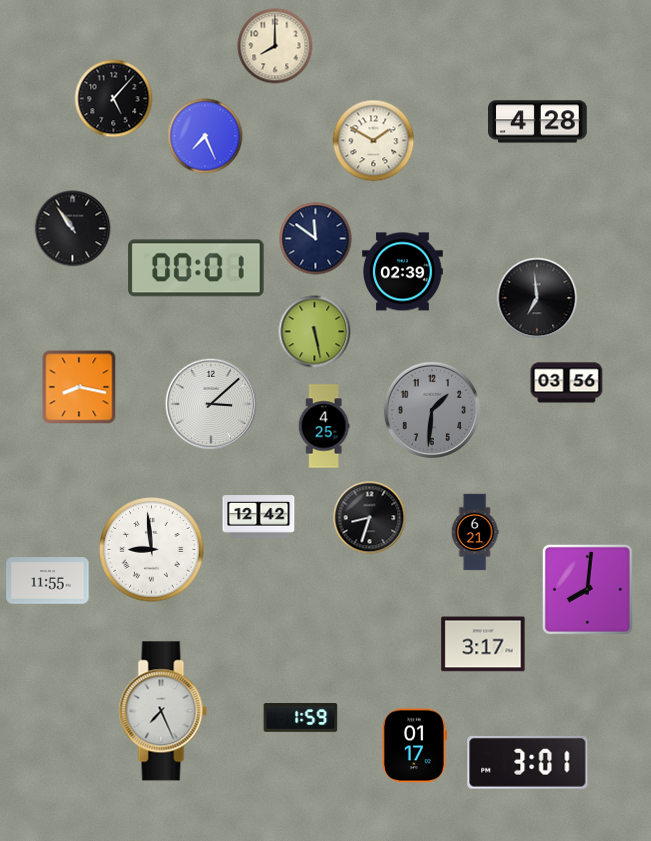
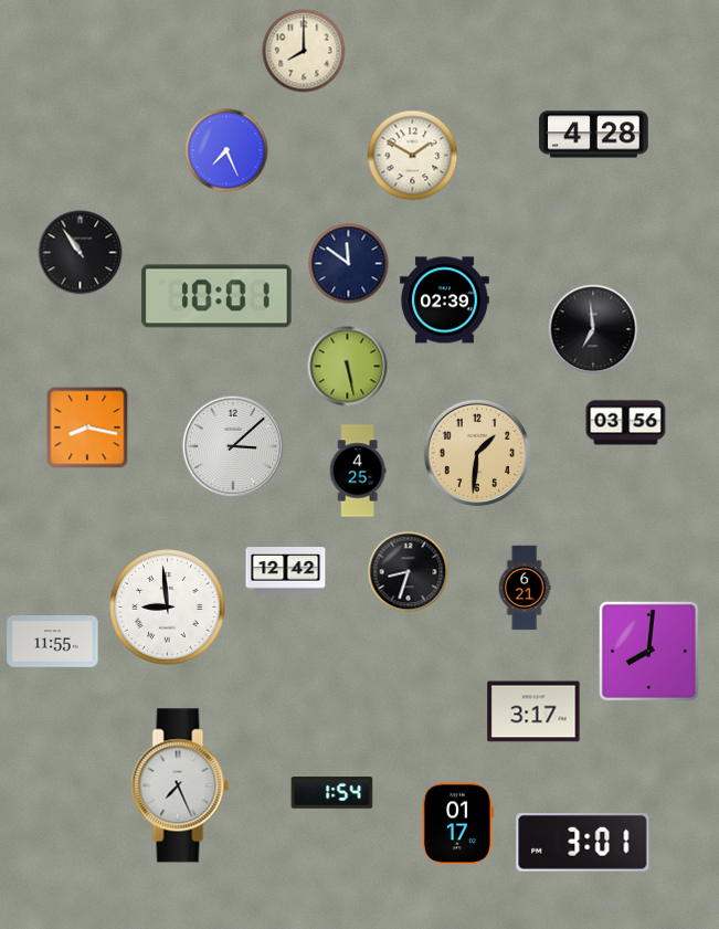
clock at (114, 99): 5:07 -> none
clock at (196, 268): 00:01 -> 10:01
clock at (432, 410) dial: grey -> champagne
clock at (301, 718): 1:59 -> 1:54
